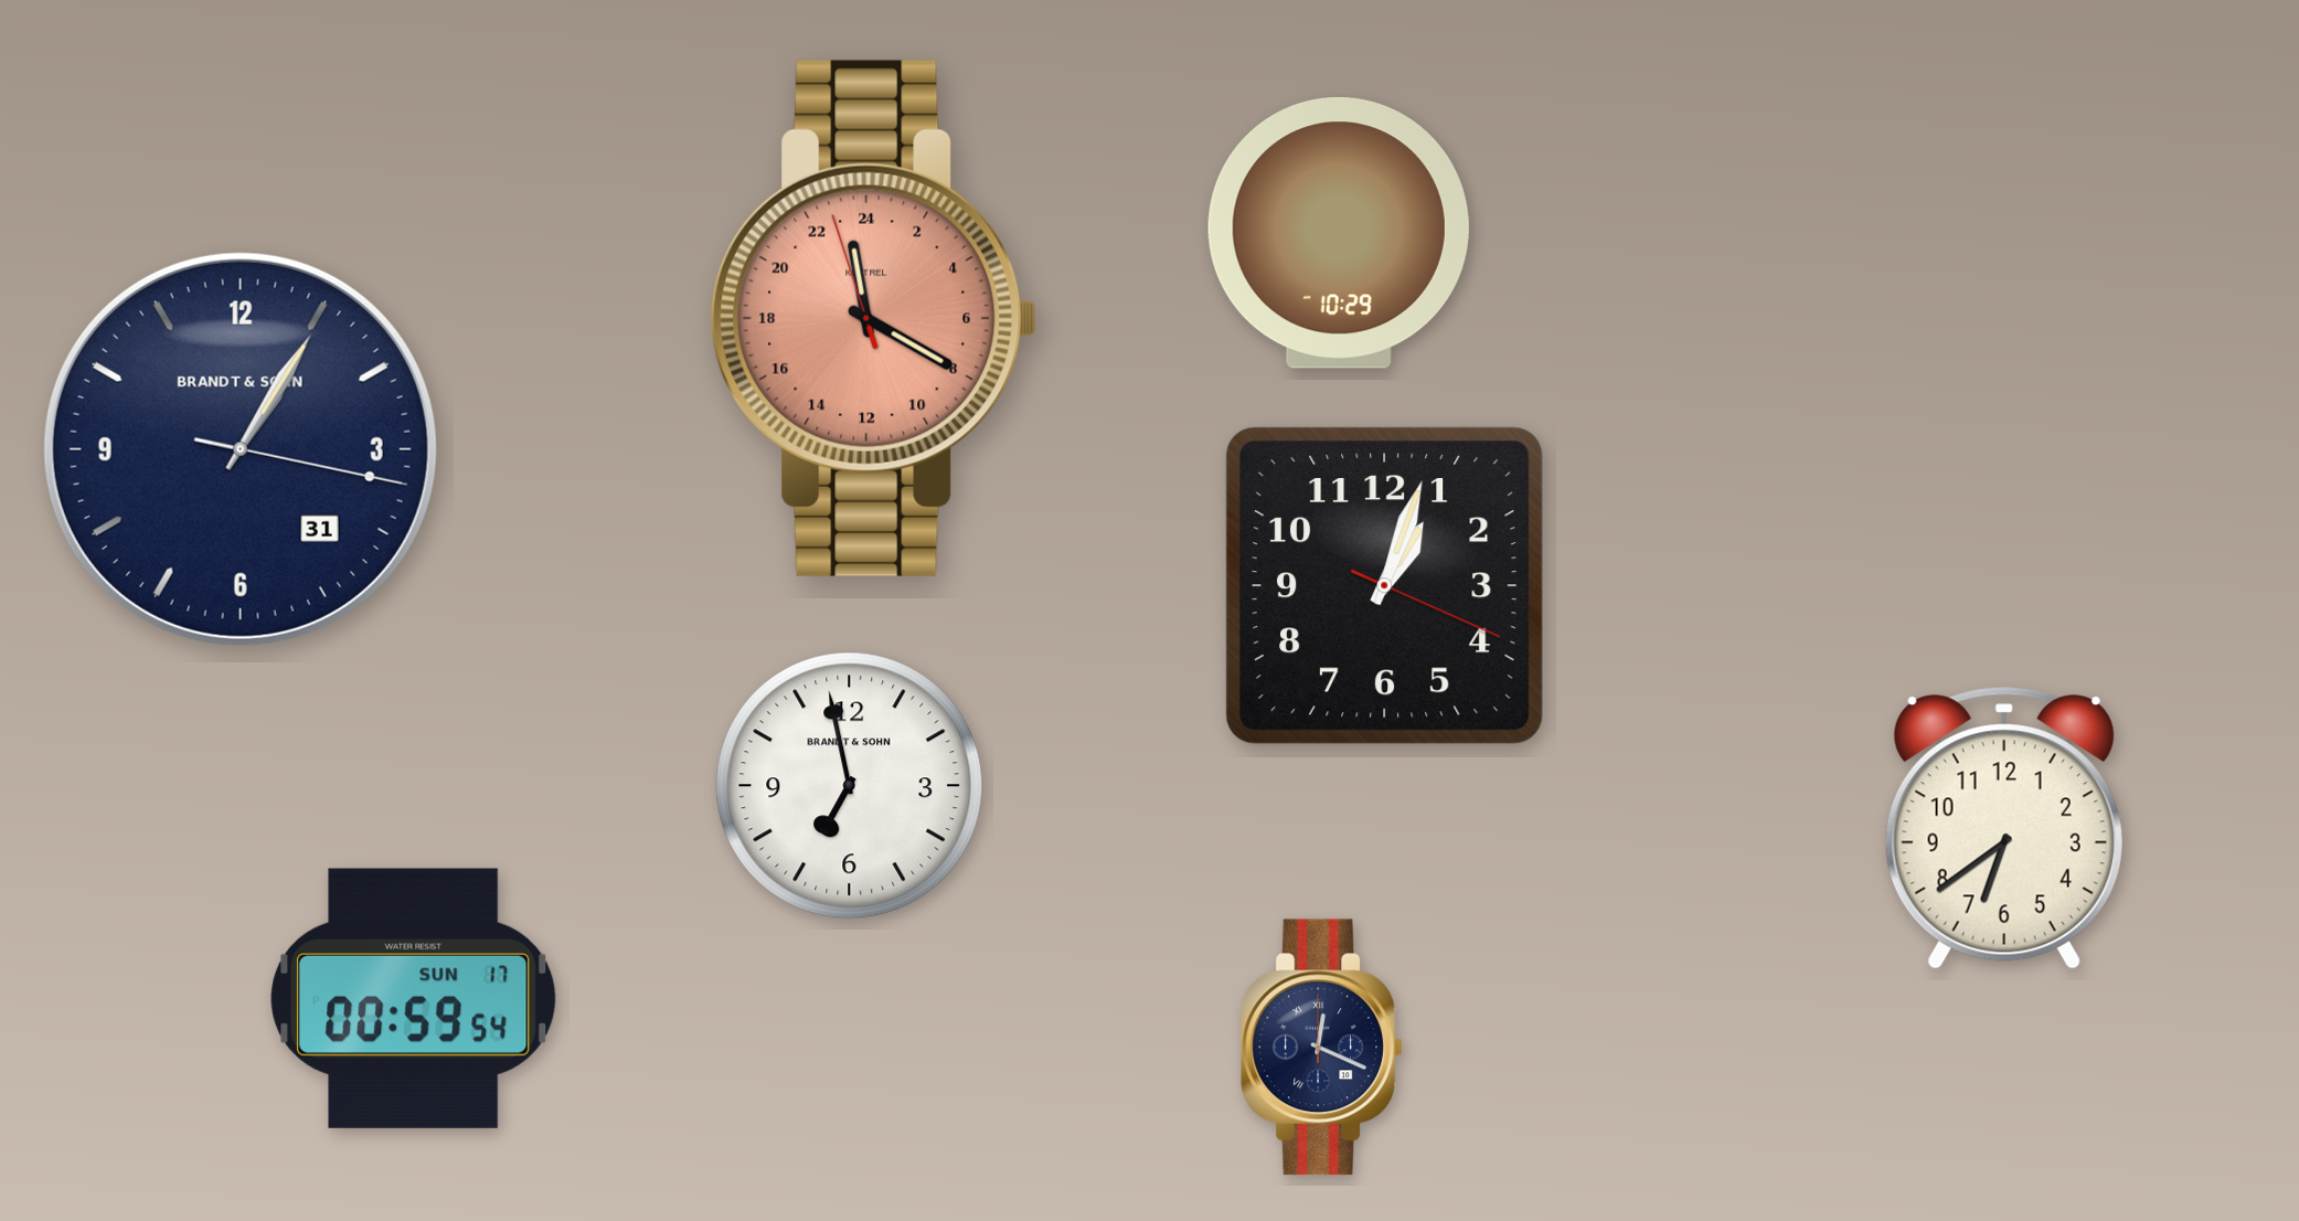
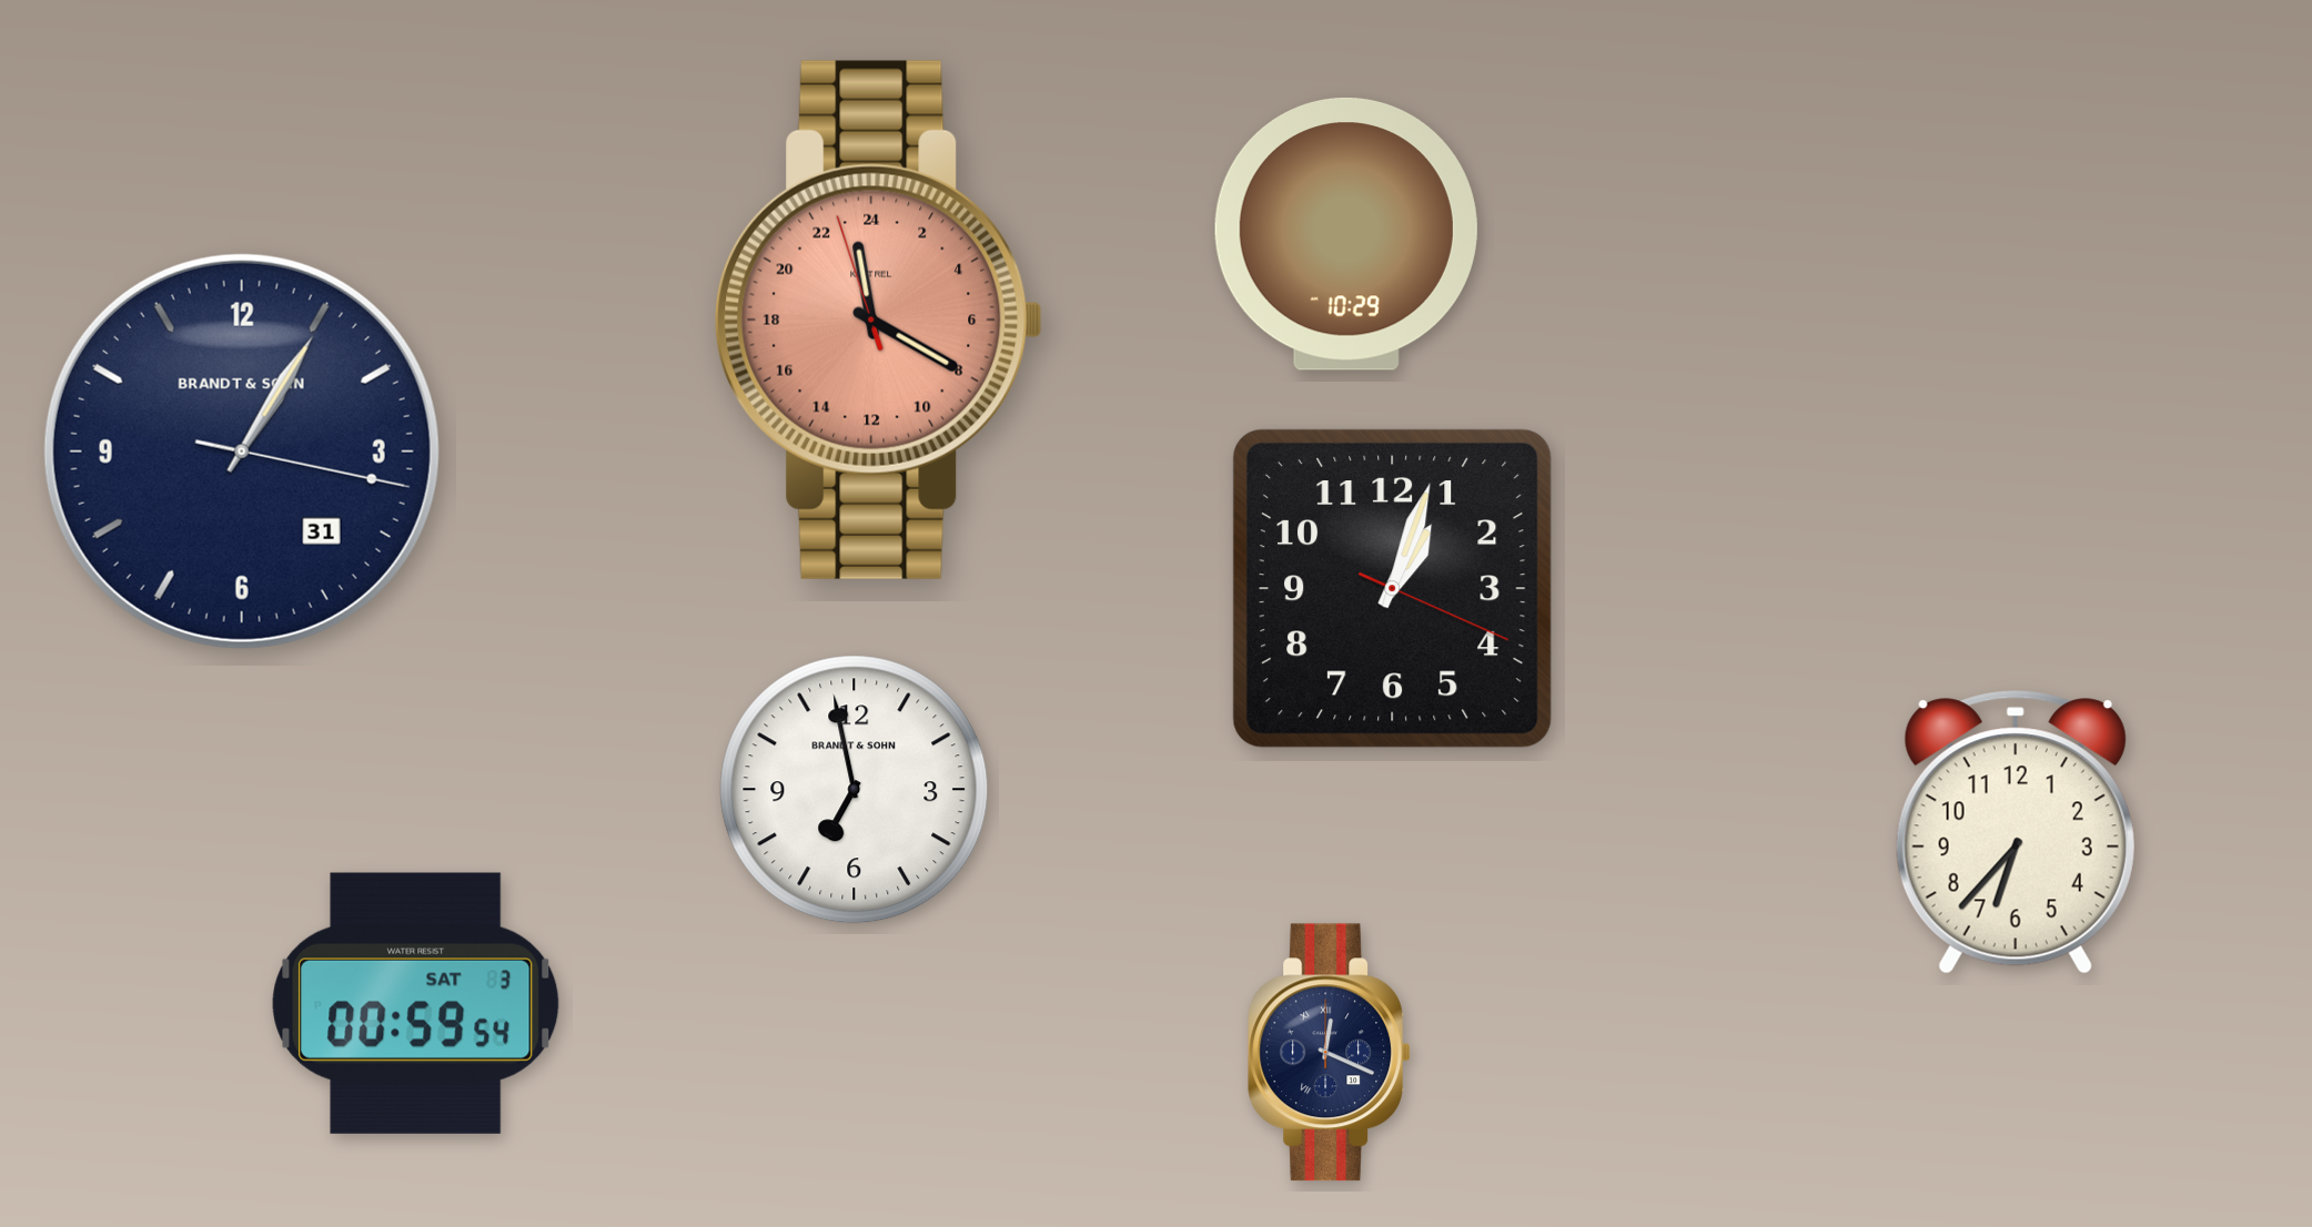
clock at (2004, 828): 6:39 -> 6:37
clock at (414, 998) date: SUN 17 -> SAT 3
